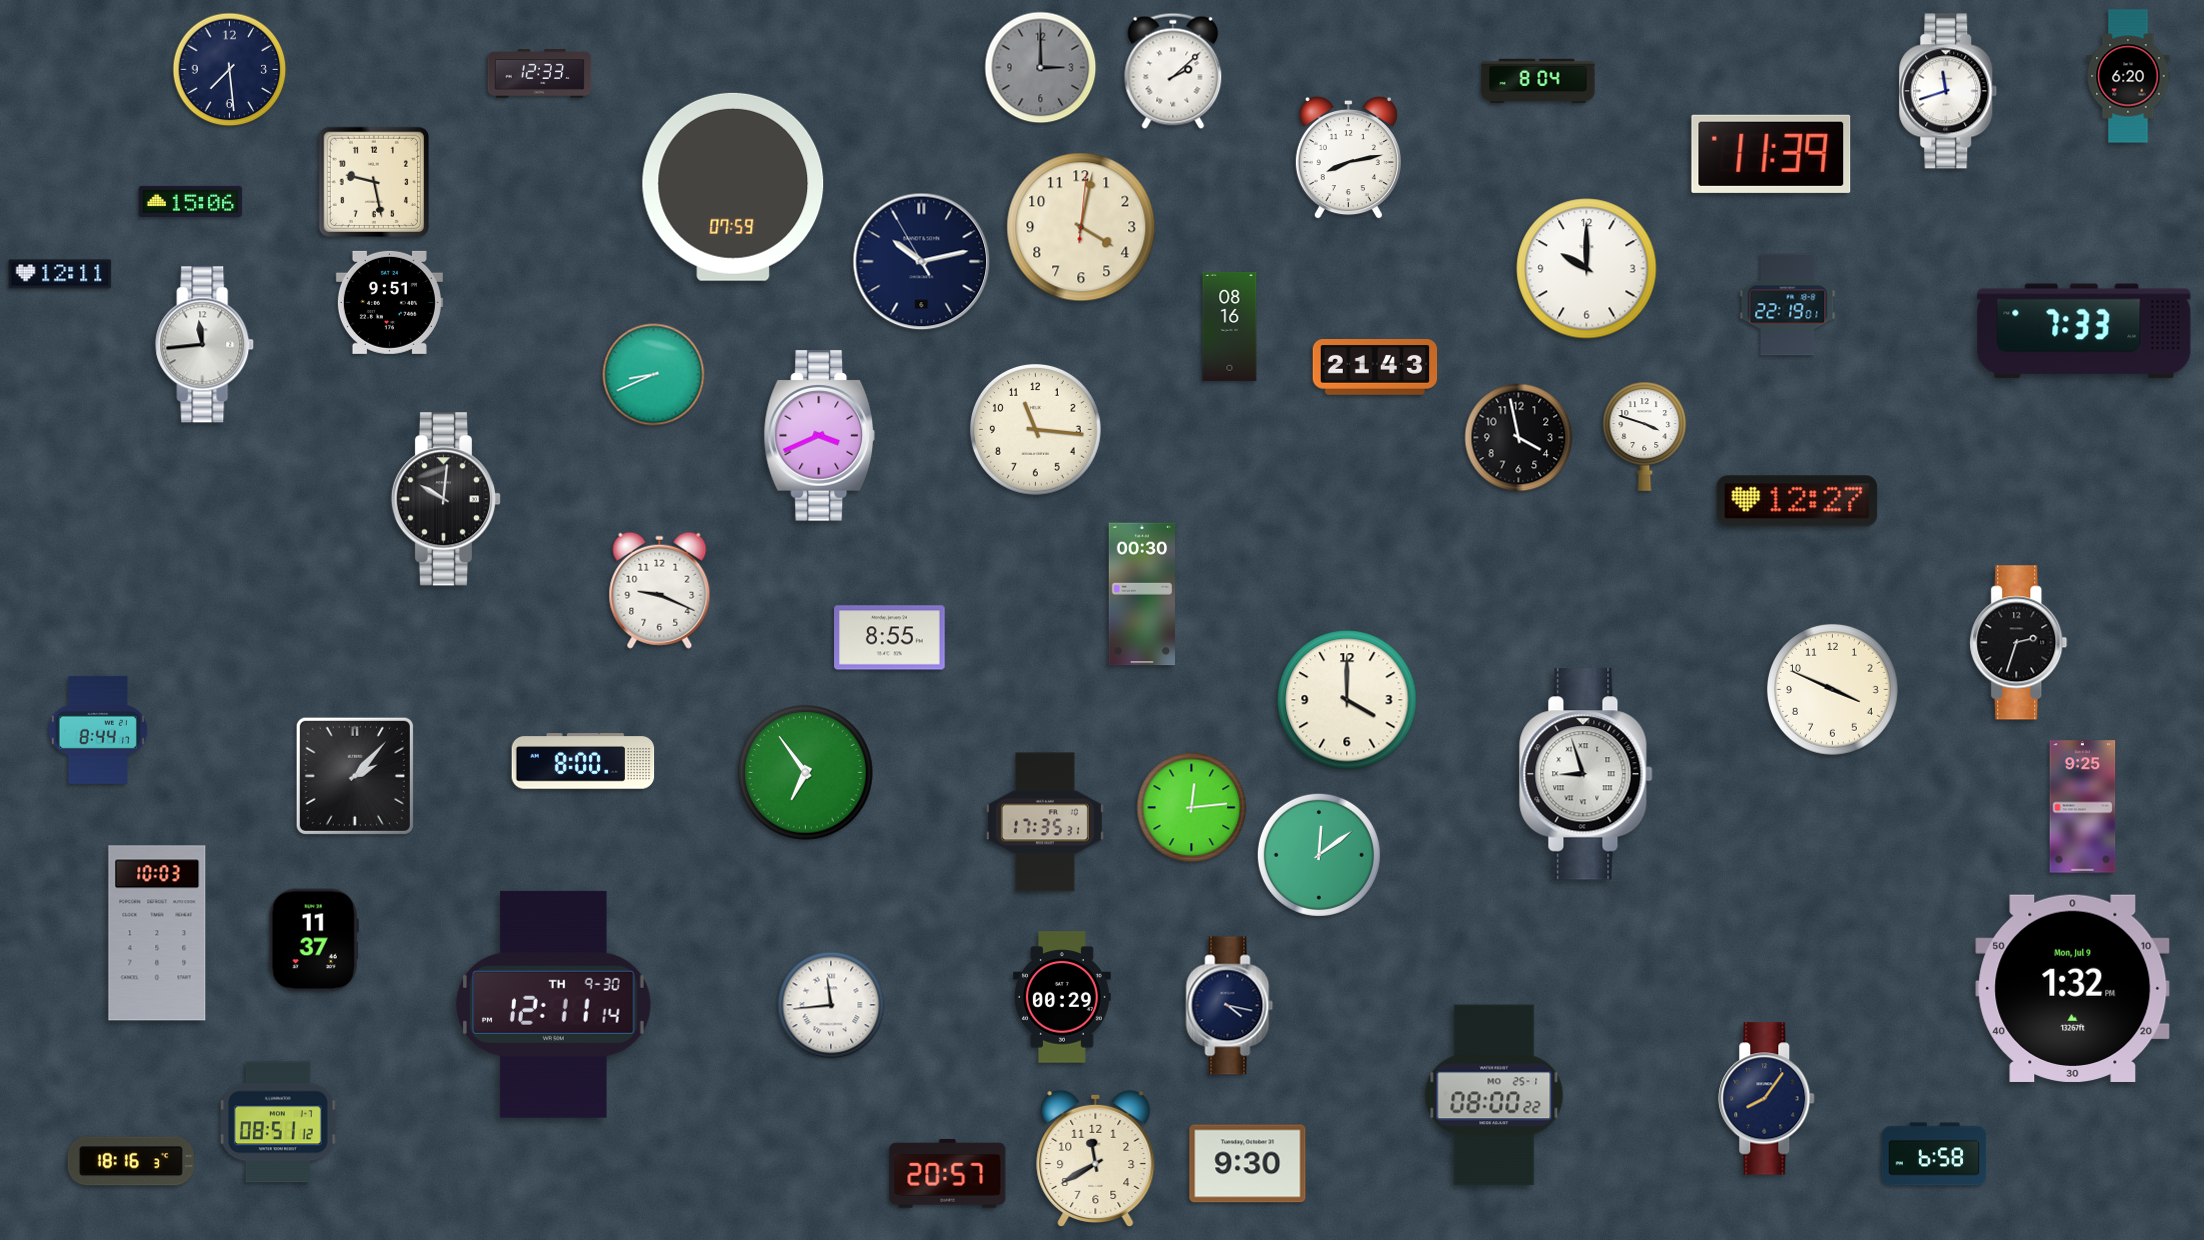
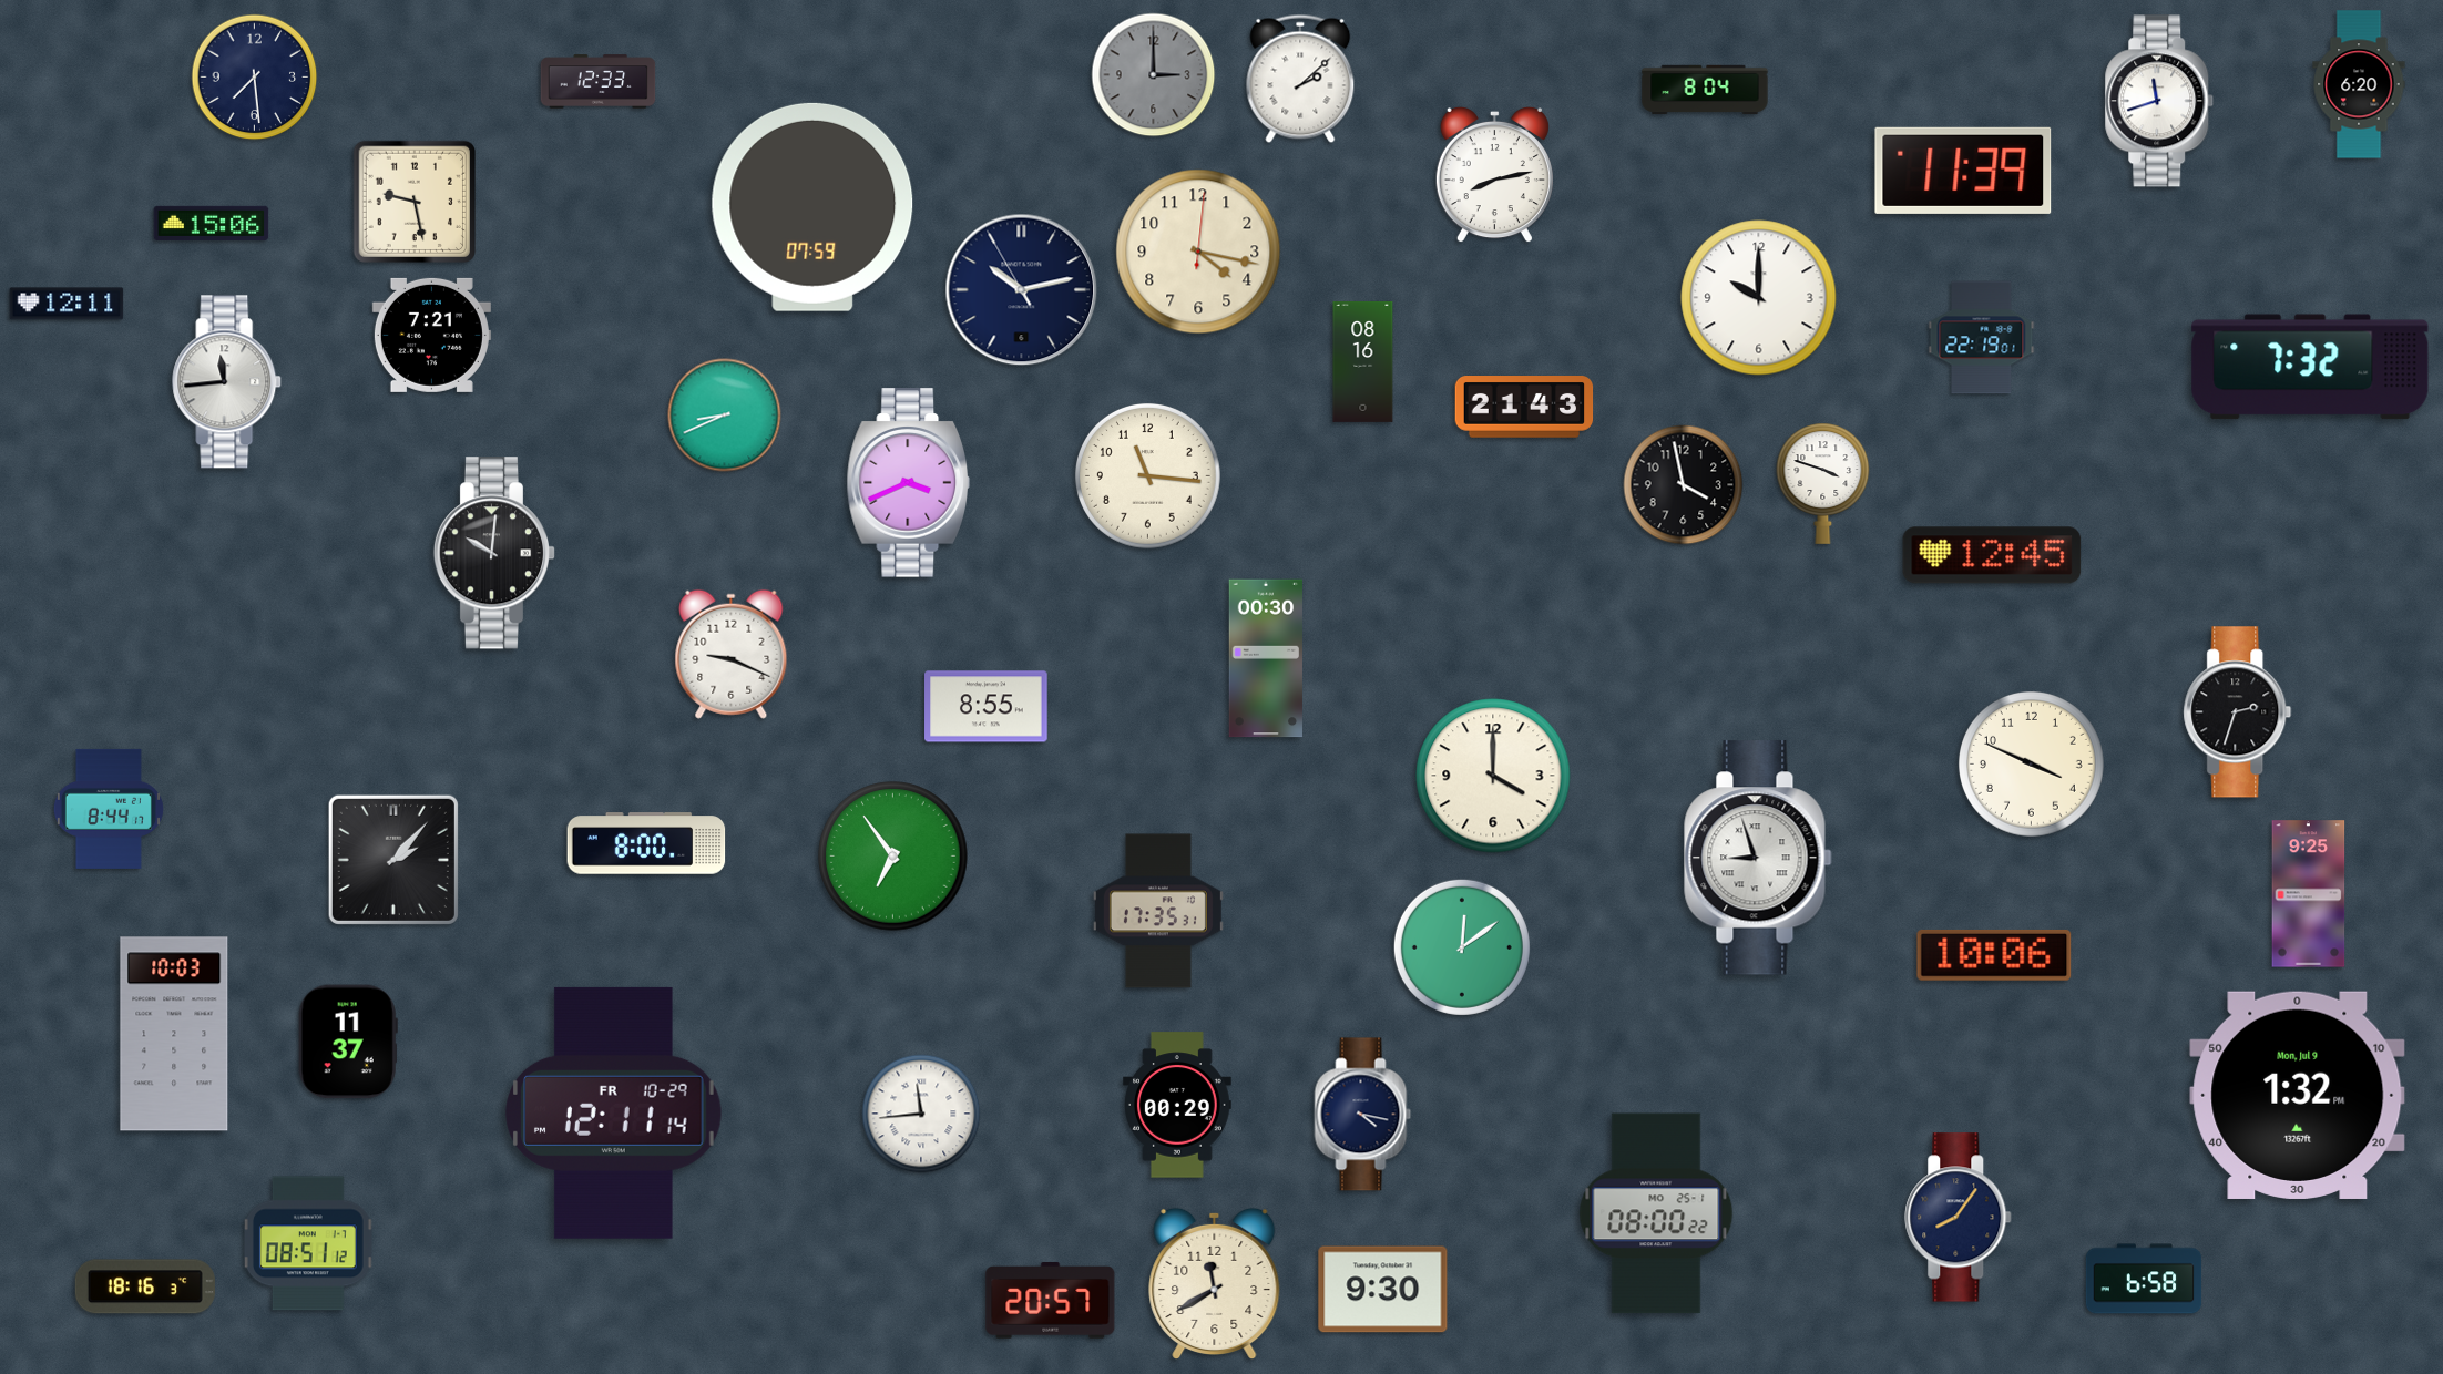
clock at (1081, 227): 4:02 -> 4:17
clock at (389, 302): 9:51 -> 7:21
clock at (2084, 331): 7:33 -> 7:32
clock at (1797, 501): 12:27 -> 12:45
clock at (1192, 808): 12:14 -> none
clock at (1994, 955): none -> 10:06
clock at (554, 1004) date: TH 9-30 -> FR 10-29
